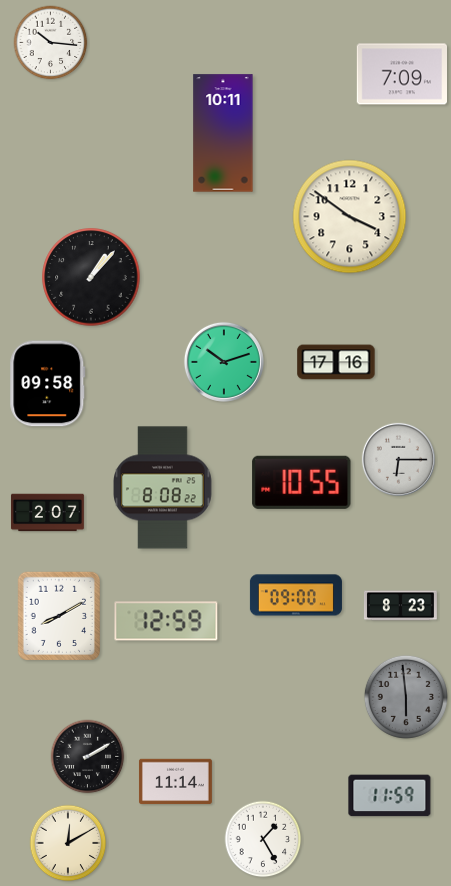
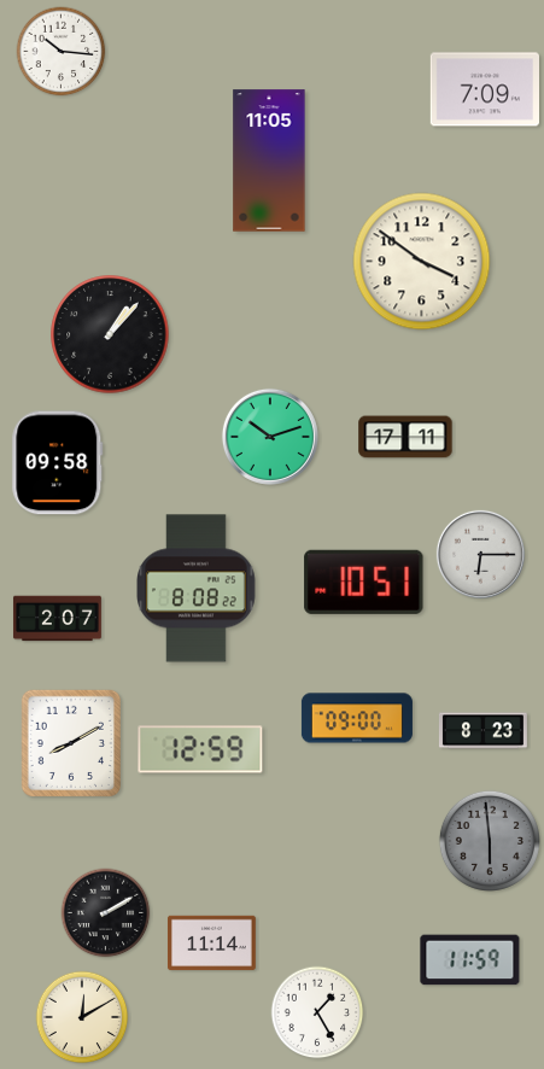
clock at (223, 133): 10:11 -> 11:05
clock at (336, 362): 17:16 -> 17:11
clock at (302, 482): 10:55 -> 10:51
